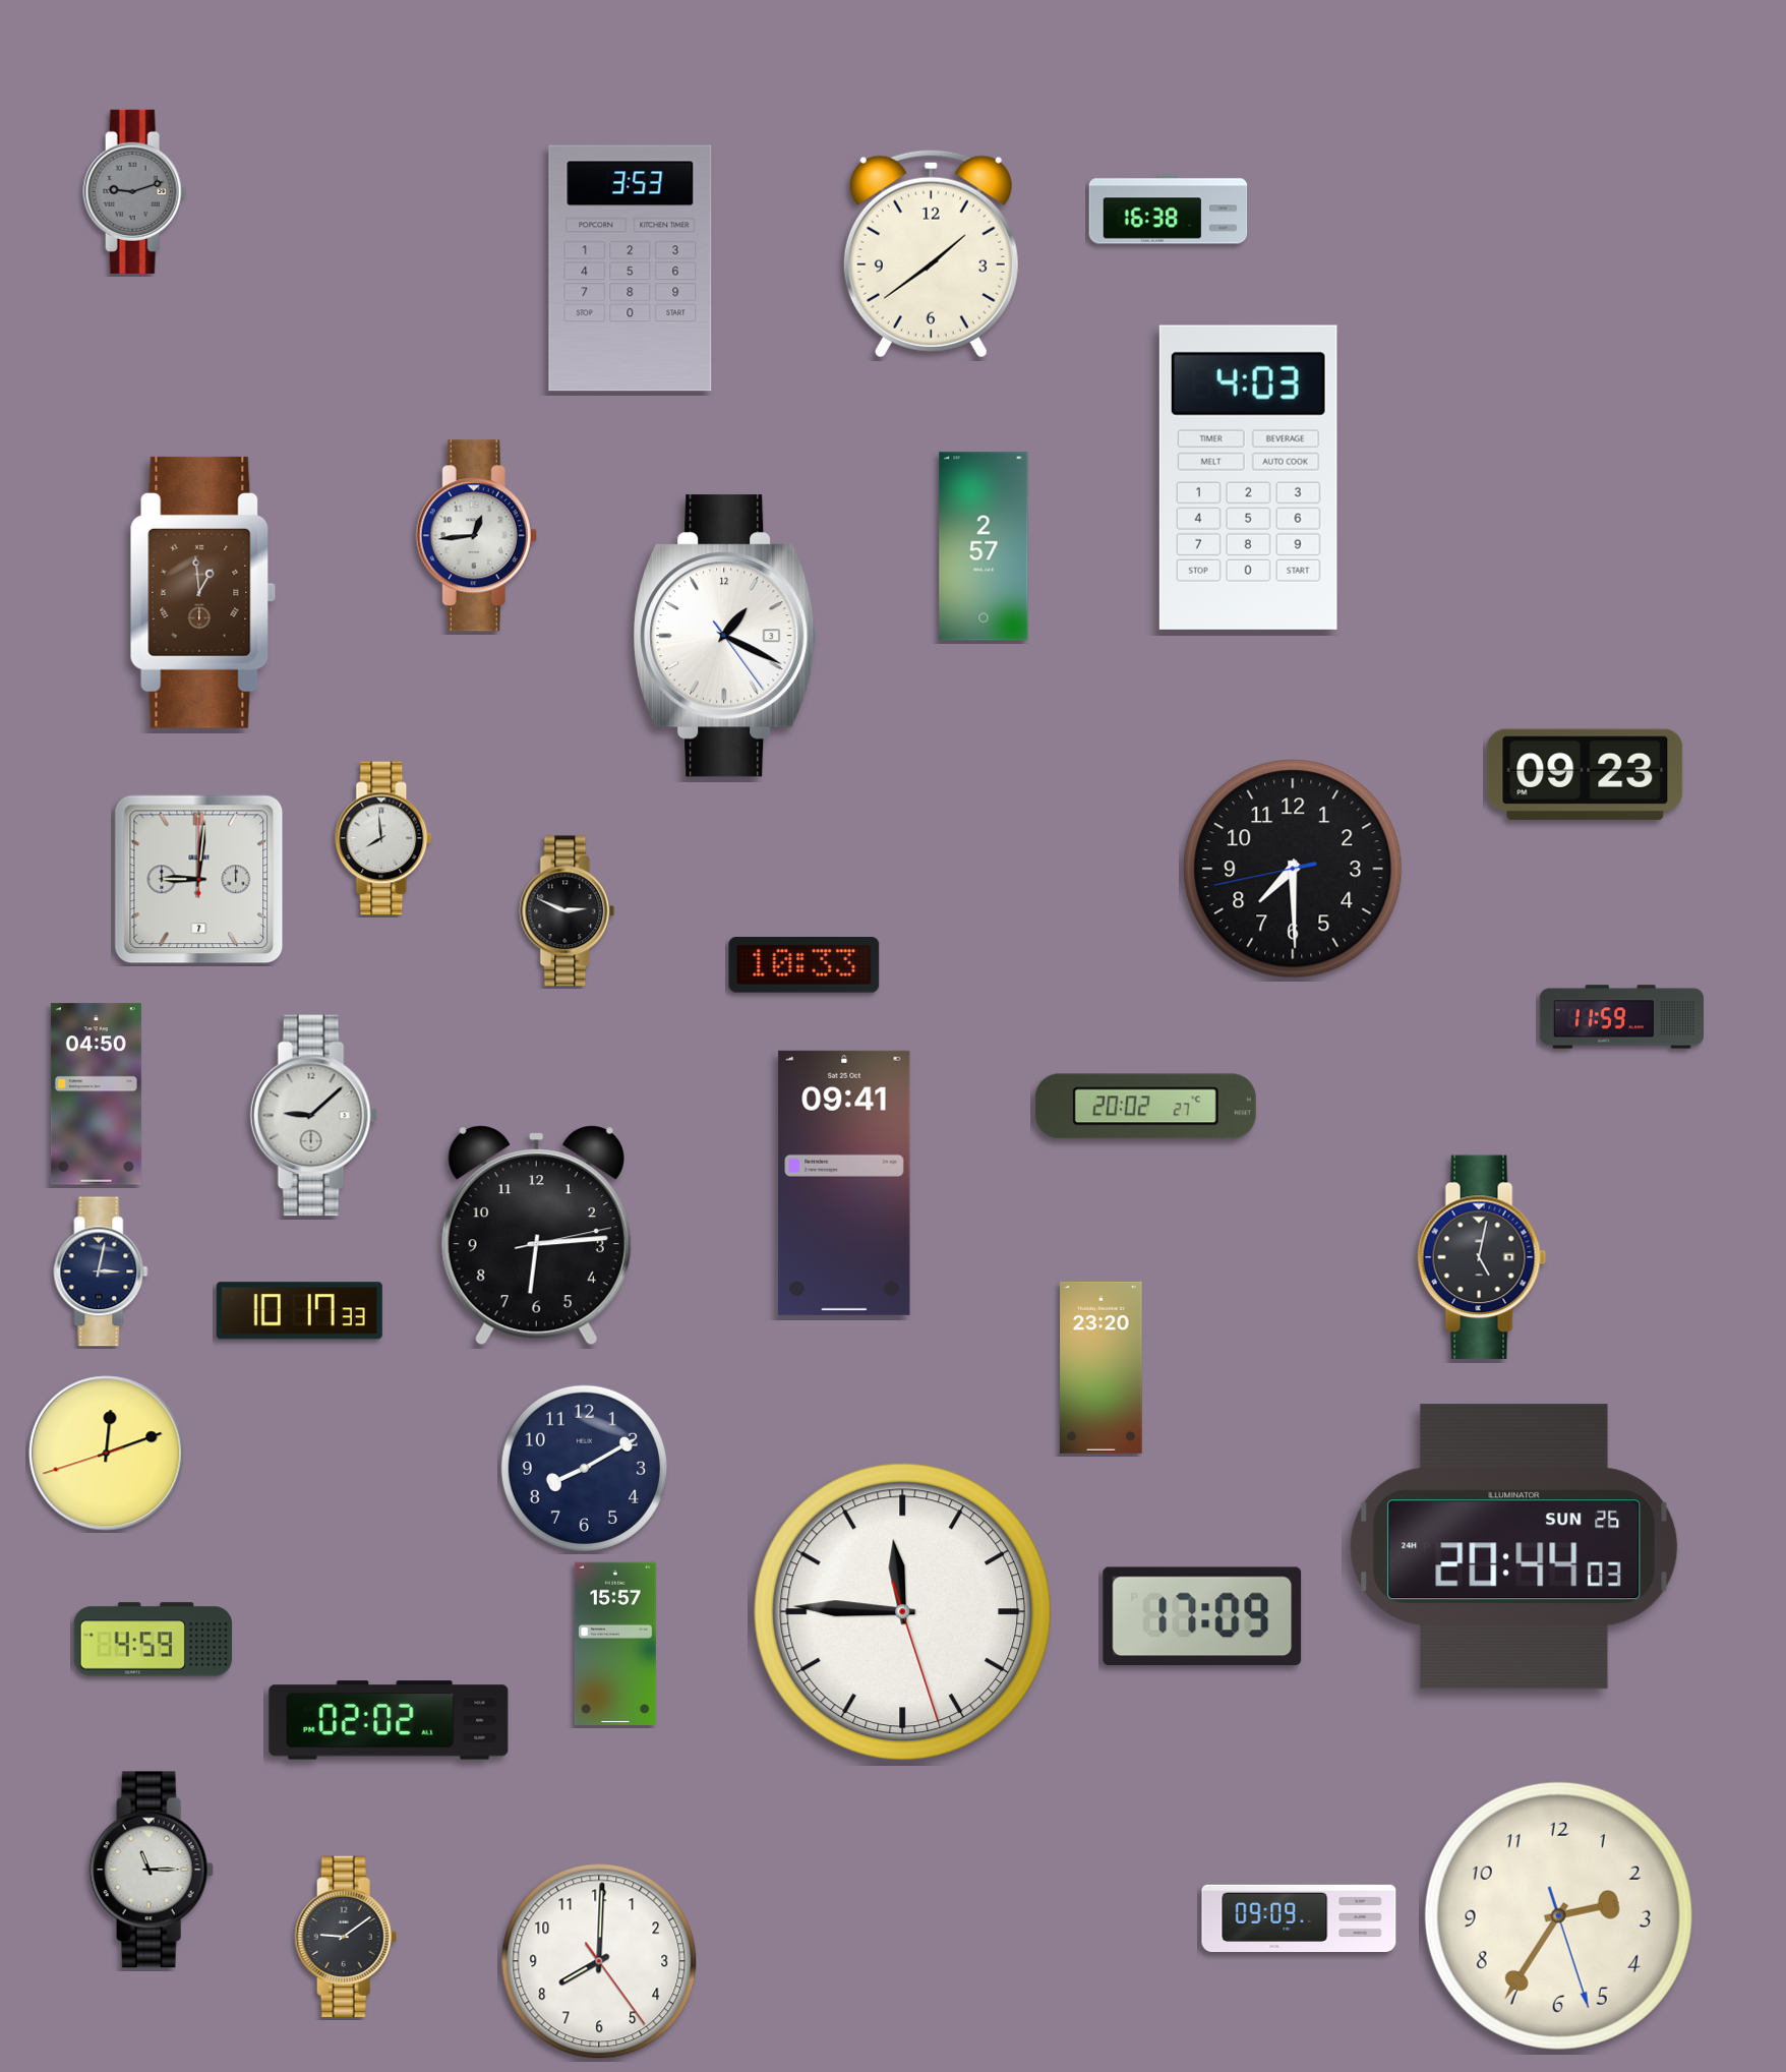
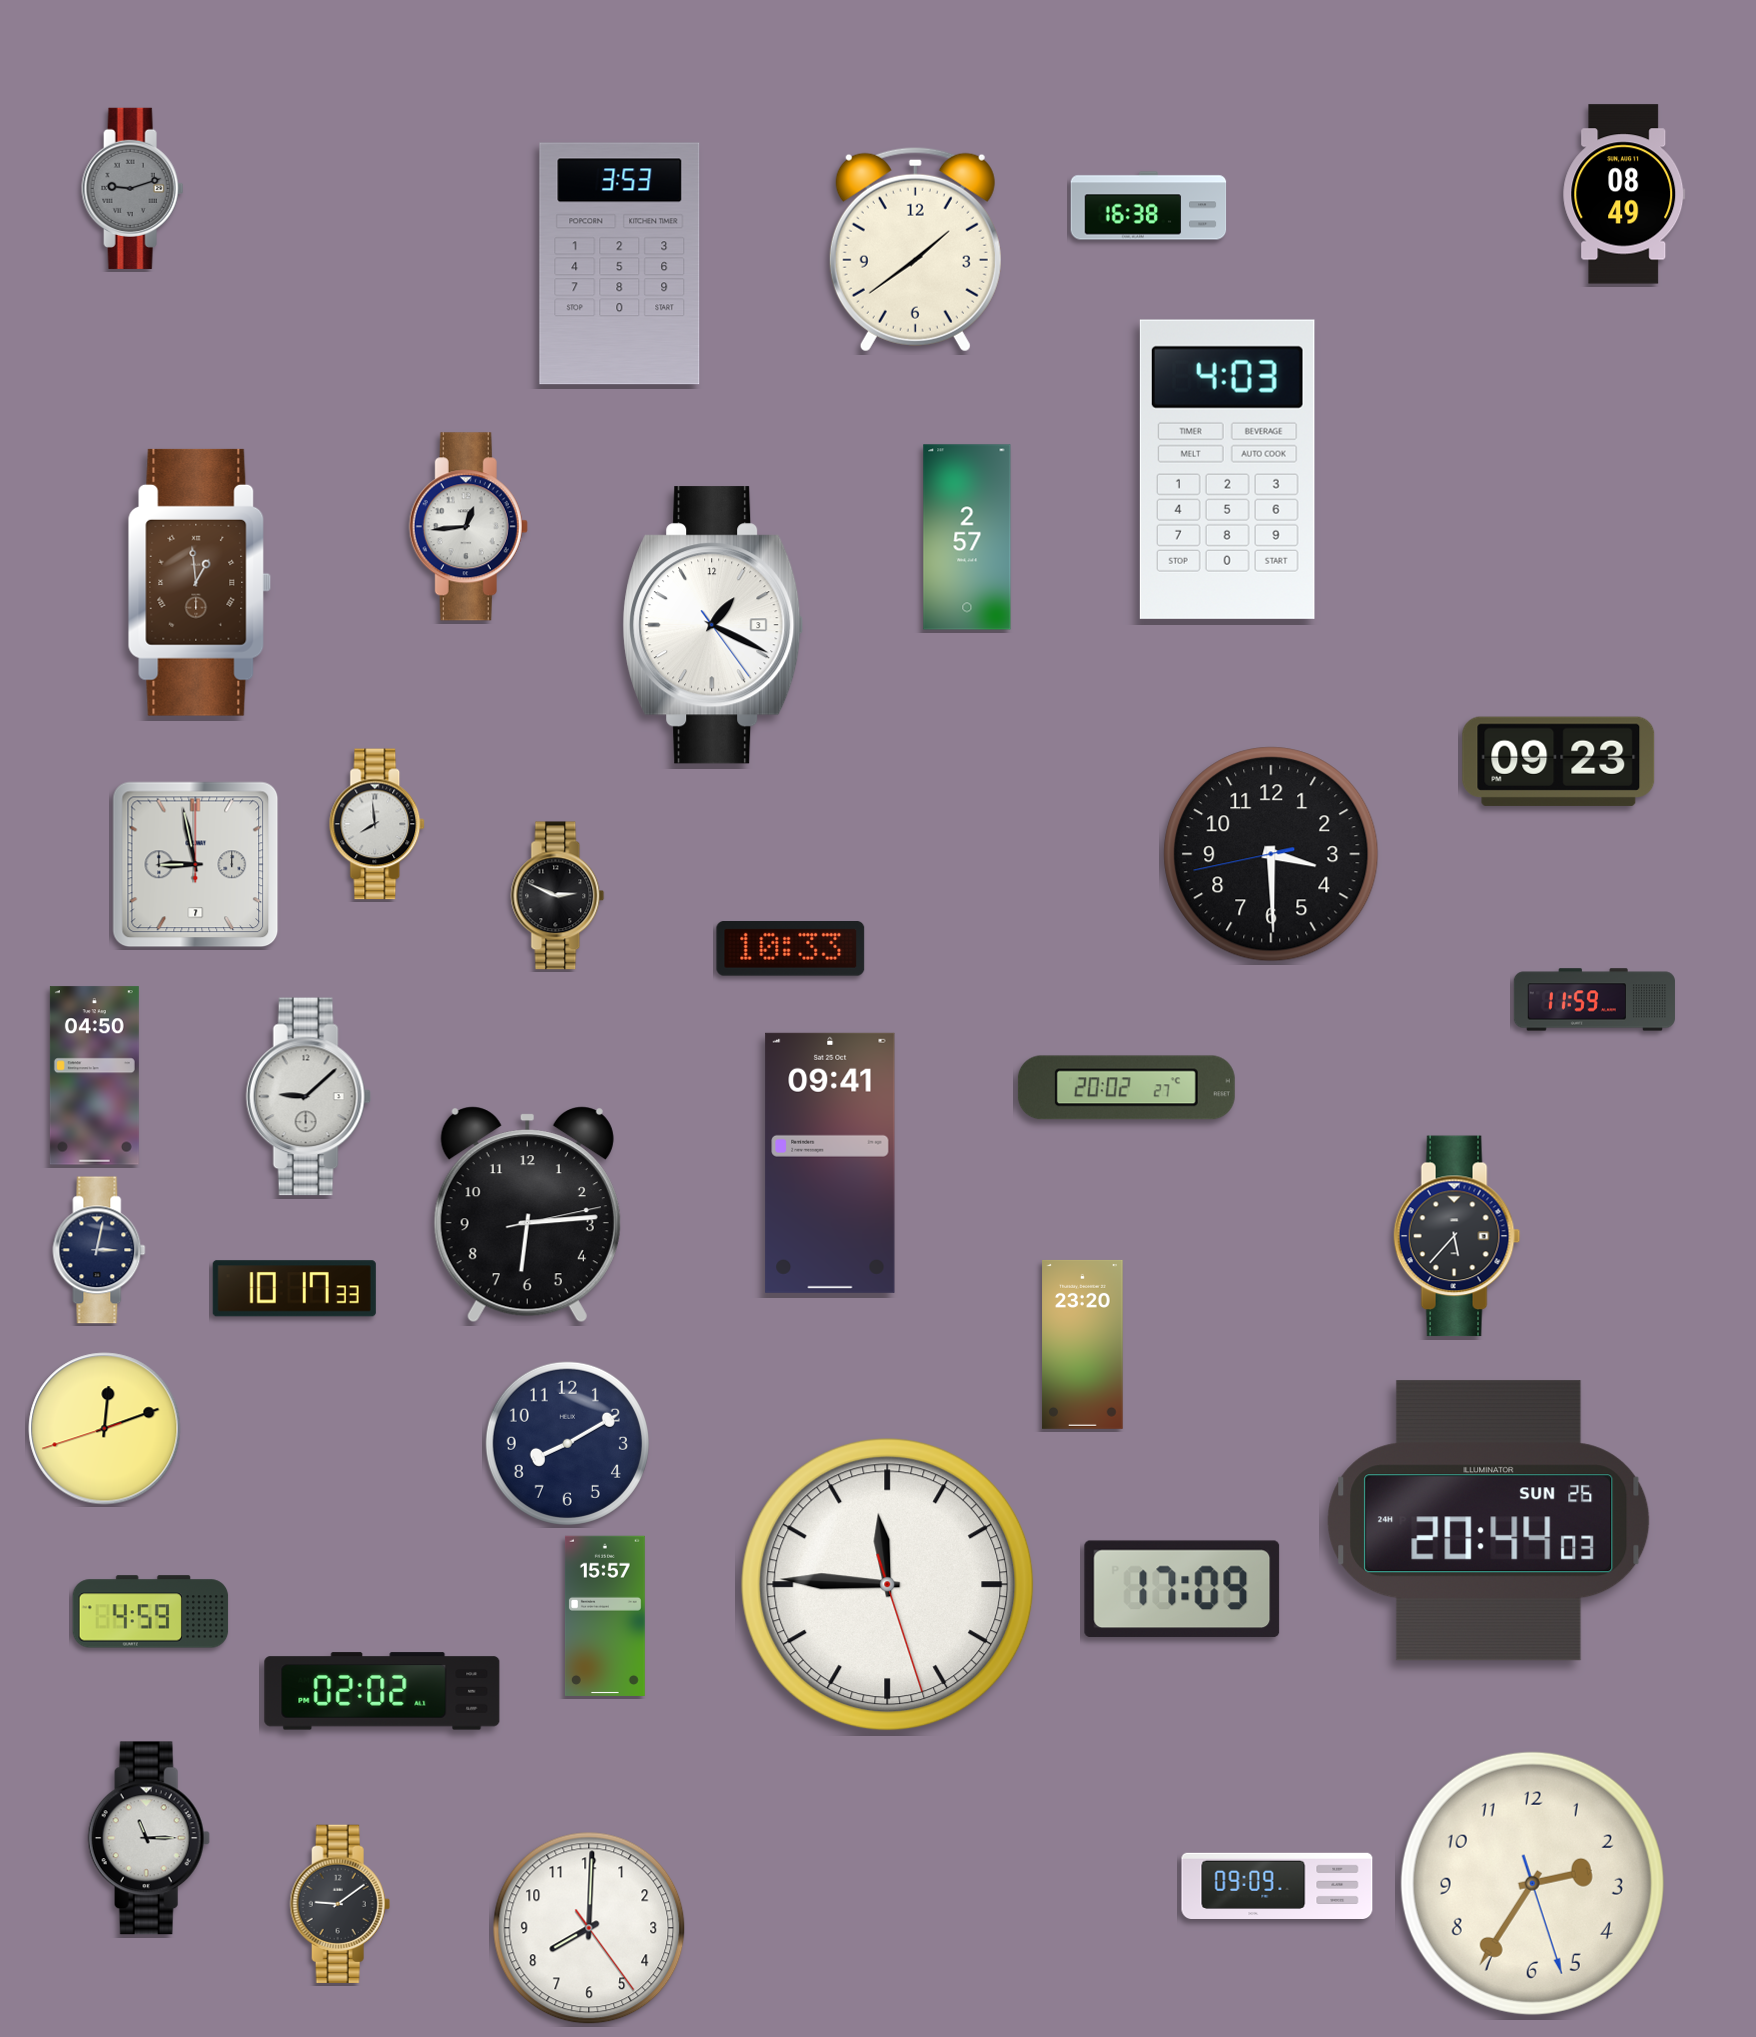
clock at (1624, 194): none -> 08:49
clock at (1293, 869): 7:29 -> 3:29
clock at (199, 880): 9:01 -> 8:58
clock at (1482, 1257): 5:02 -> 5:37
clock at (584, 1468) position: (584, 1468) -> (567, 1443)
